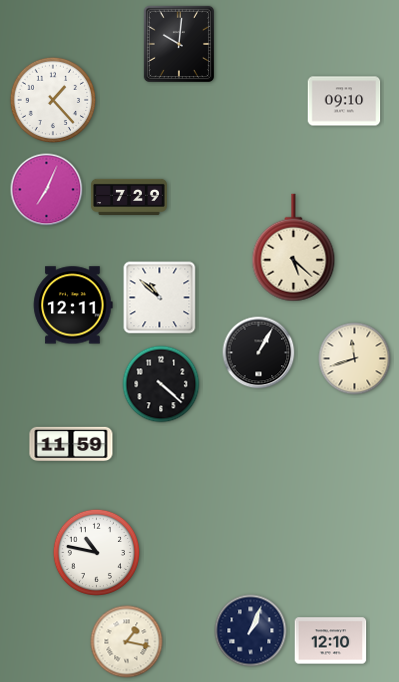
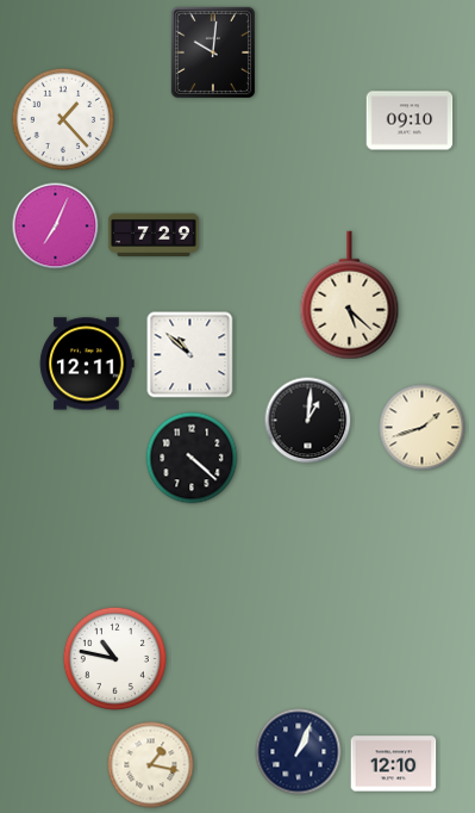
clock at (259, 353): 1:05 -> 1:01
clock at (355, 359): 11:42 -> 1:42
clock at (71, 444): 11:59 -> none
